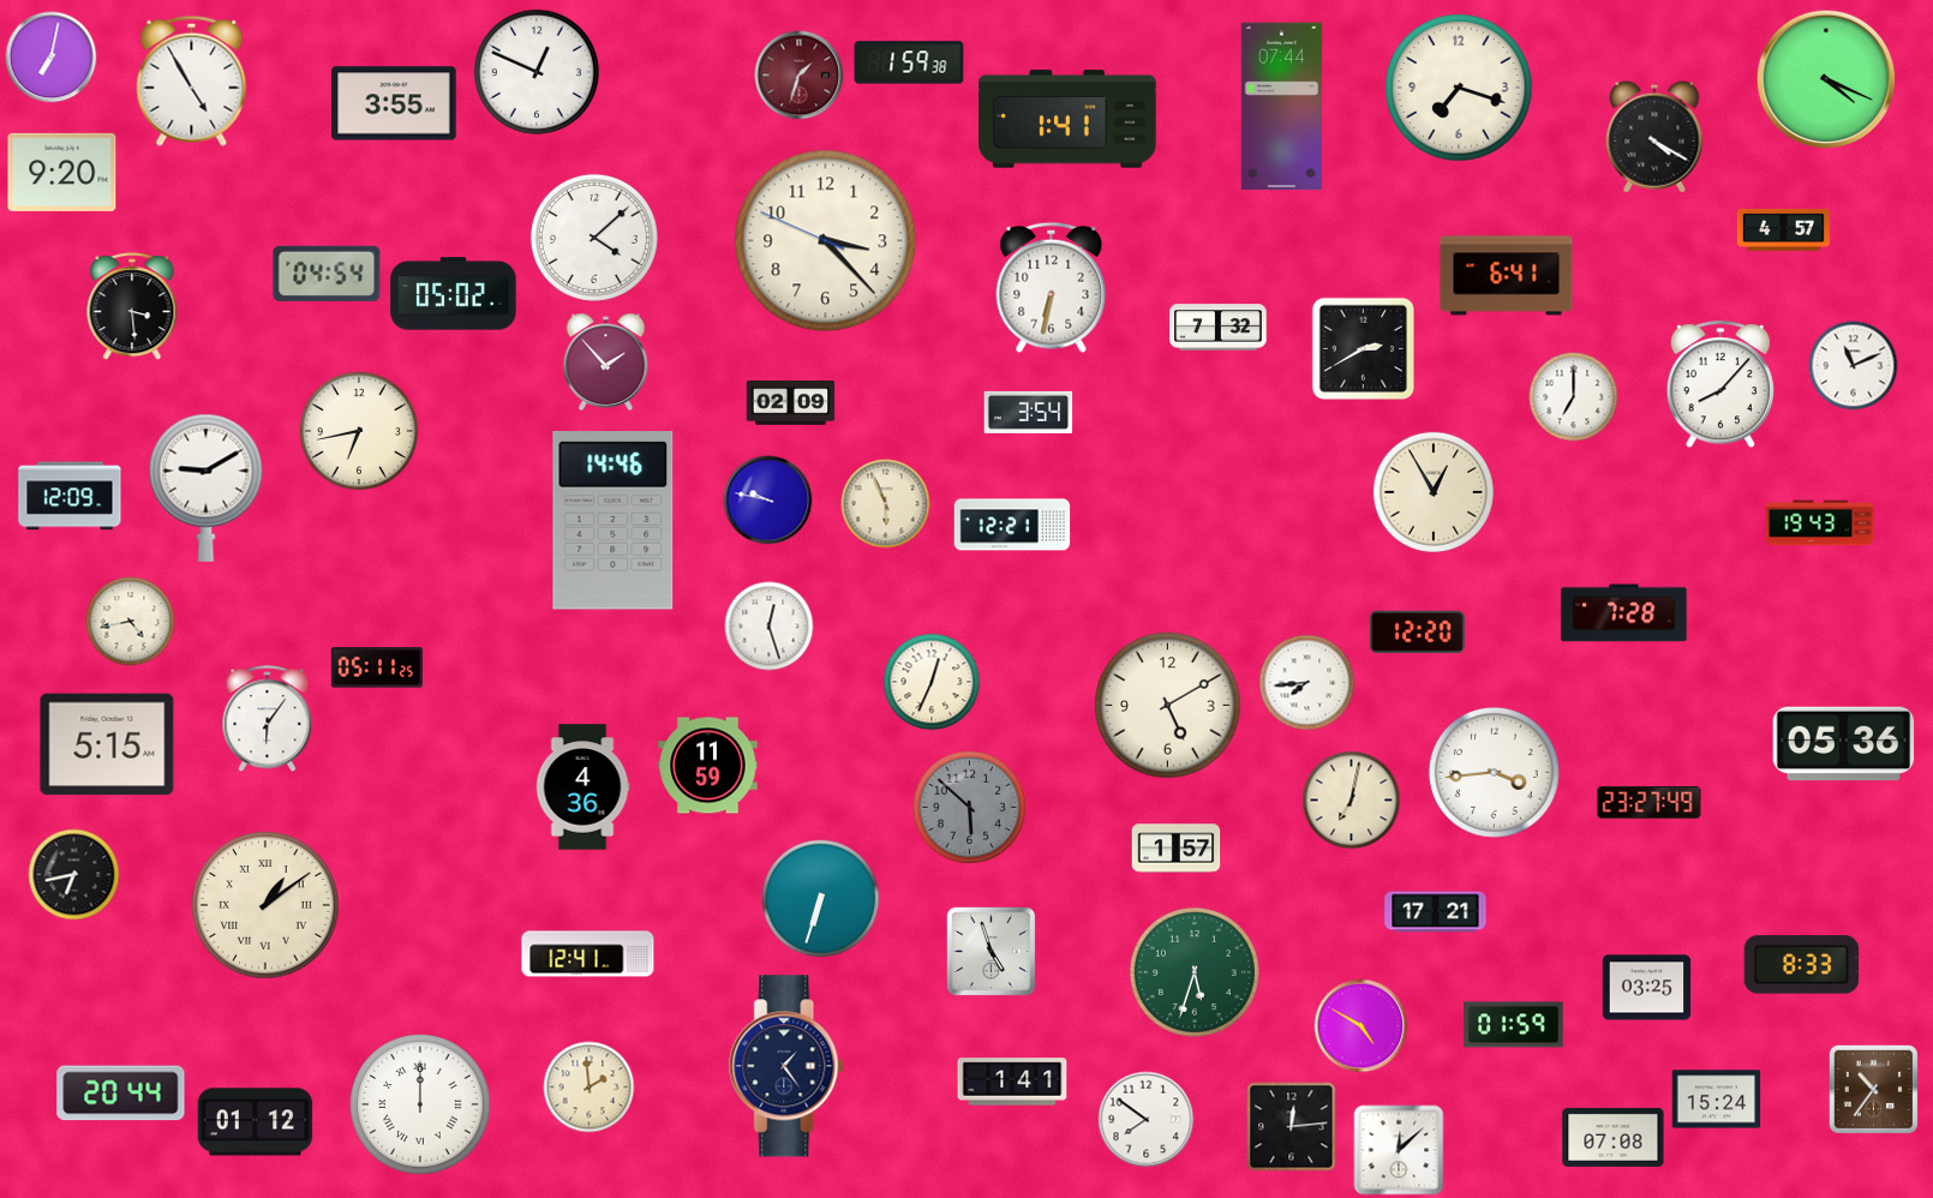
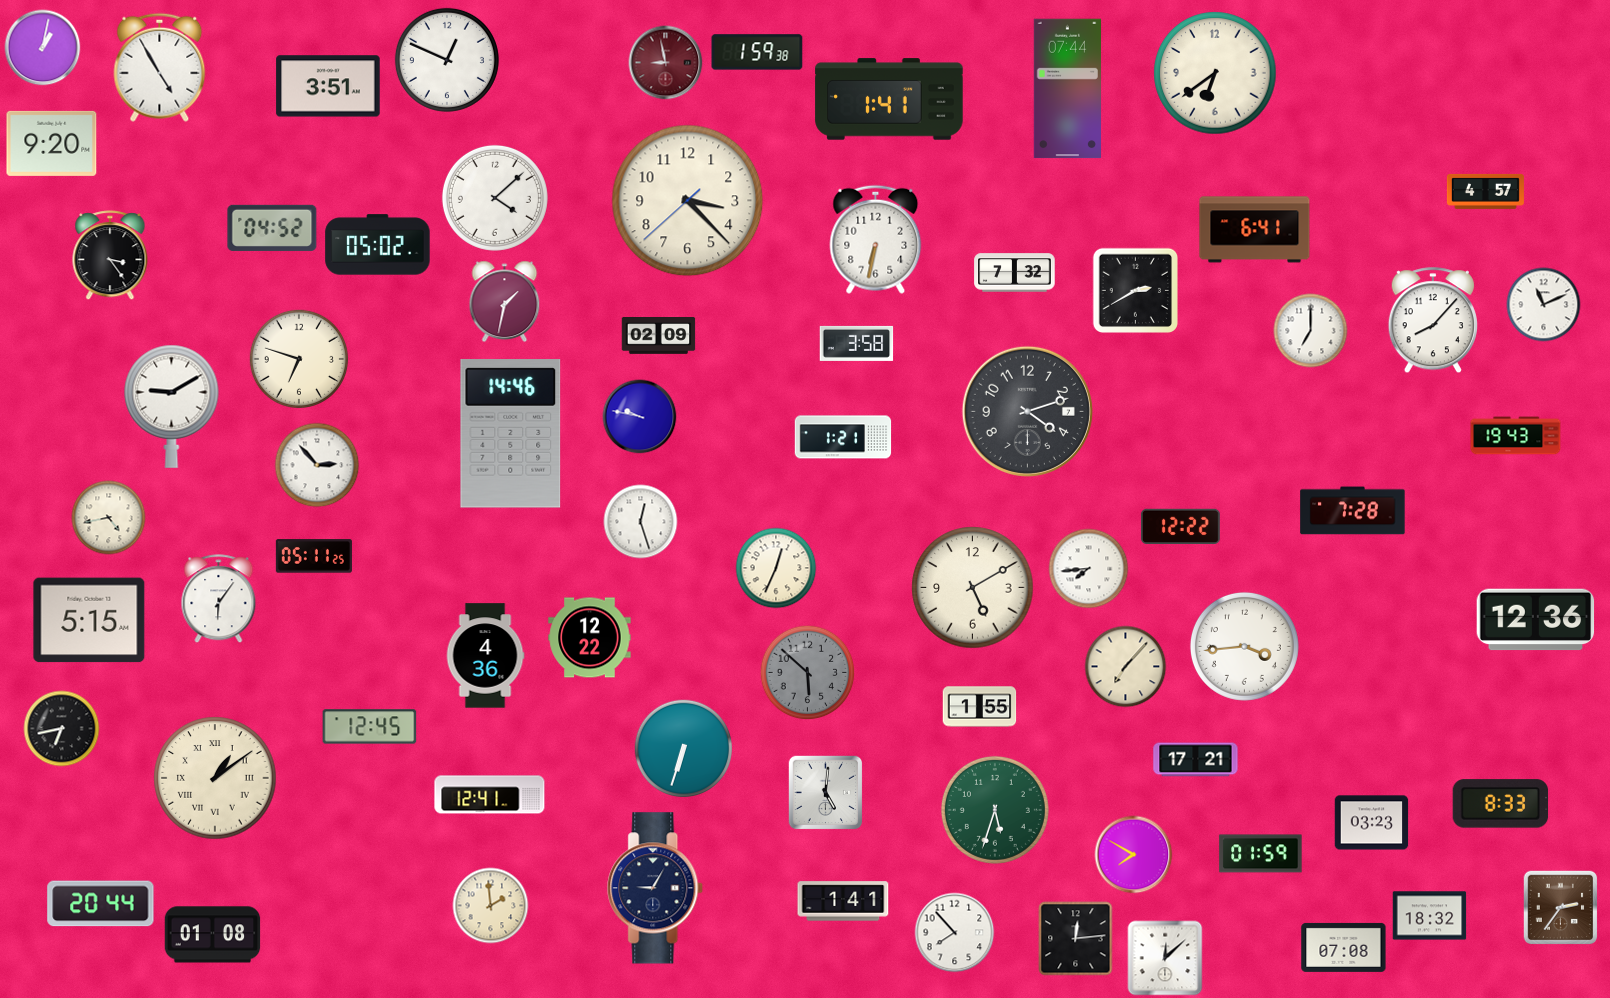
clock at (52, 58): 7:02 -> 1:02
clock at (800, 76): 1:33 -> 8:58
clock at (1826, 79): 4:19 -> none
clock at (1459, 88): 7:18 -> 6:39
clock at (394, 103): 3:55 -> 3:51
clock at (1654, 137): 4:20 -> none
clock at (826, 241): 3:22:49 -> 3:22:38
clock at (327, 274): 04:54 -> 04:52
clock at (132, 307): 3:29 -> 3:24
clock at (606, 363): 1:53 -> 1:32
clock at (1029, 412): 3:54 -> 3:58
clock at (358, 430): 6:43 -> 6:48
clock at (1434, 492): 12:55 -> none
clock at (1027, 411): none -> 4:12
clock at (70, 496): 12:09 -> none
clock at (886, 504): 5:56 -> none
clock at (1012, 525): 12:21 -> 1:21
clock at (317, 465): none -> 2:53
clock at (1418, 633): 12:20 -> 12:22
clock at (268, 719) position: (268, 719) -> (219, 599)
clock at (1844, 744): 05:36 -> 12:36
clock at (708, 766): 11:59 -> 12:22
clock at (1494, 772) position: (1494, 772) -> (1244, 646)
clock at (1352, 801): 7:02 -> 7:07
clock at (1650, 802): 23:27 -> none
clock at (1177, 849): 1:57 -> 1:55
clock at (370, 727): none -> 12:45
clock at (265, 905) position: (265, 905) -> (215, 778)
clock at (992, 952): 4:57 -> 5:01
clock at (1647, 988): 03:25 -> 03:23
clock at (1362, 1026): 4:50 -> 7:50
clock at (788, 1066): 1:24 -> 9:05
clock at (1874, 1090): 10:36 -> 2:36
clock at (121, 1094) position: (121, 1094) -> (101, 904)
clock at (1717, 1100): 15:24 -> 18:32
clock at (420, 1104): 12:00 -> none
clock at (1147, 1120): 7:51 -> 7:53
clock at (256, 1122): 01:12 -> 01:08
